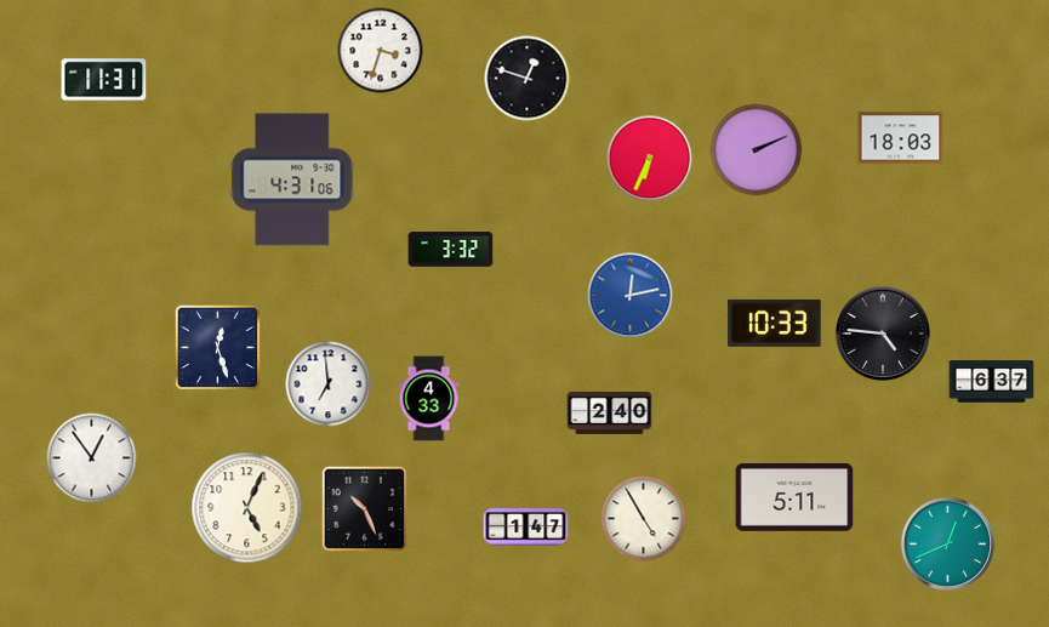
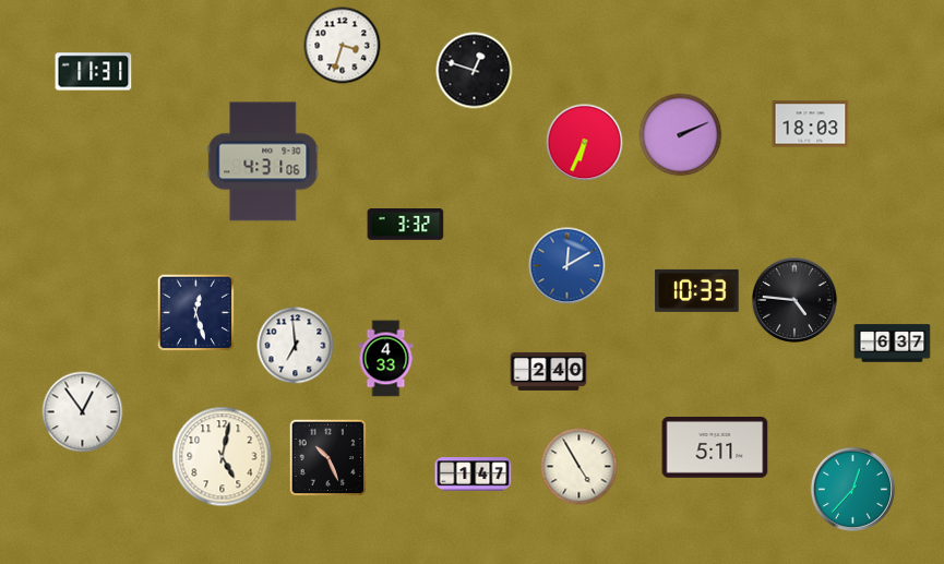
clock at (631, 296): 12:13 -> 12:10
clock at (247, 508): 5:04 -> 5:02
clock at (947, 543): 12:41 -> 12:37
